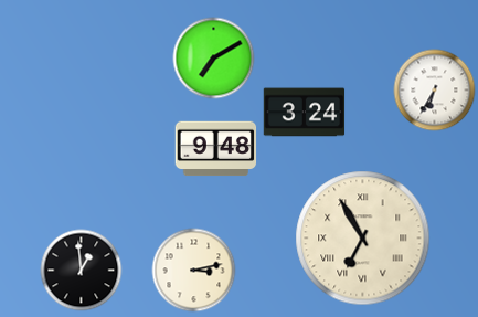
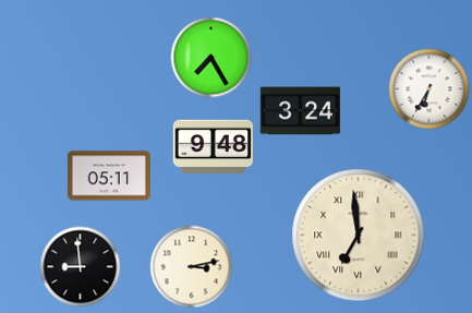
clock at (214, 59): 7:10 -> 7:25
clock at (109, 176): none -> 05:11
clock at (363, 239): 6:55 -> 6:59
clock at (82, 271): 12:59 -> 8:59
